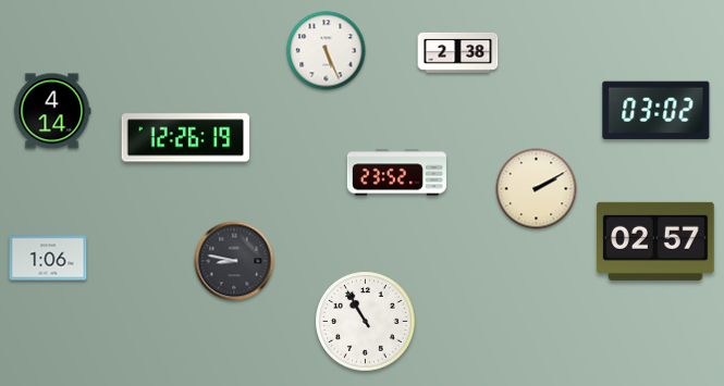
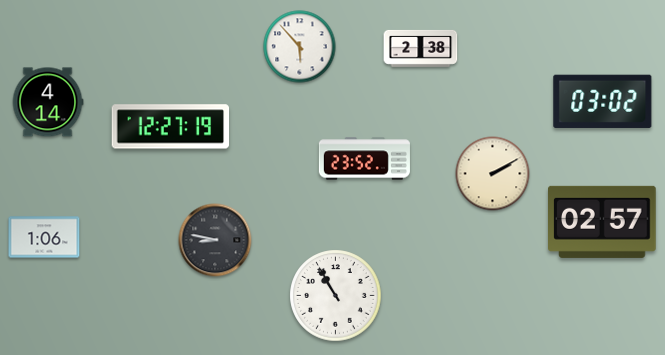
clock at (327, 51): 5:26 -> 5:53
clock at (186, 138): 12:26 -> 12:27
